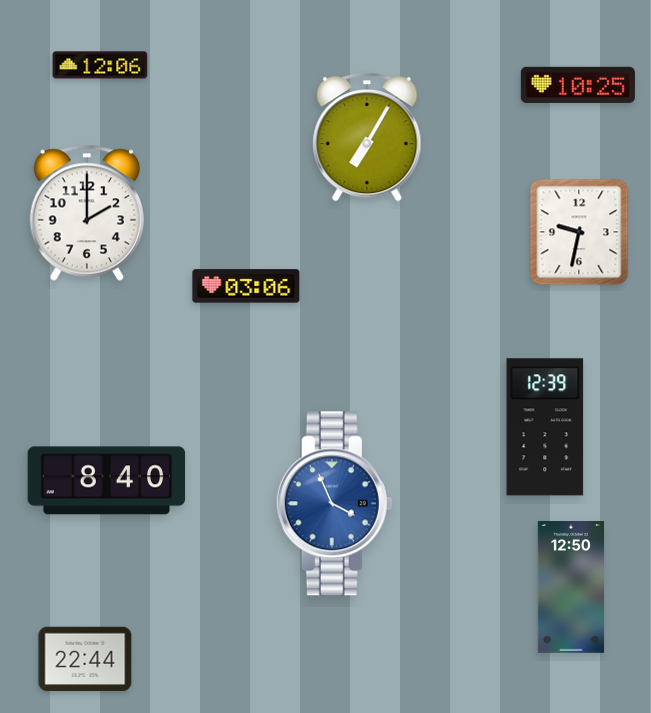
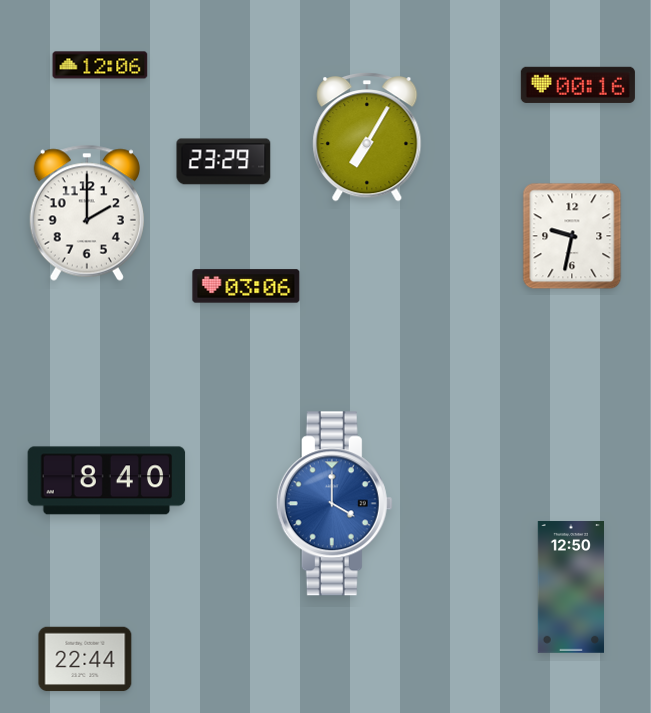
clock at (578, 85): 10:25 -> 00:16
clock at (224, 162): none -> 23:29
clock at (579, 232) position: (579, 232) -> (572, 236)
clock at (545, 427): 12:39 -> none
clock at (334, 504): 3:56 -> 4:00
